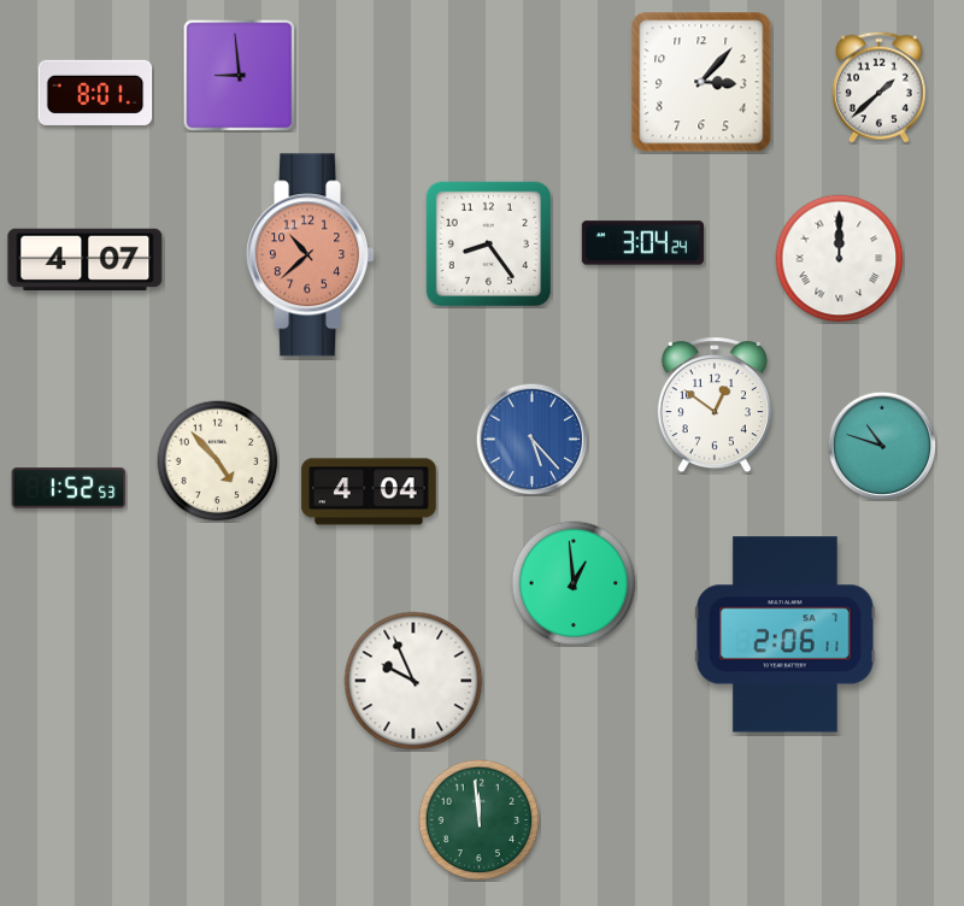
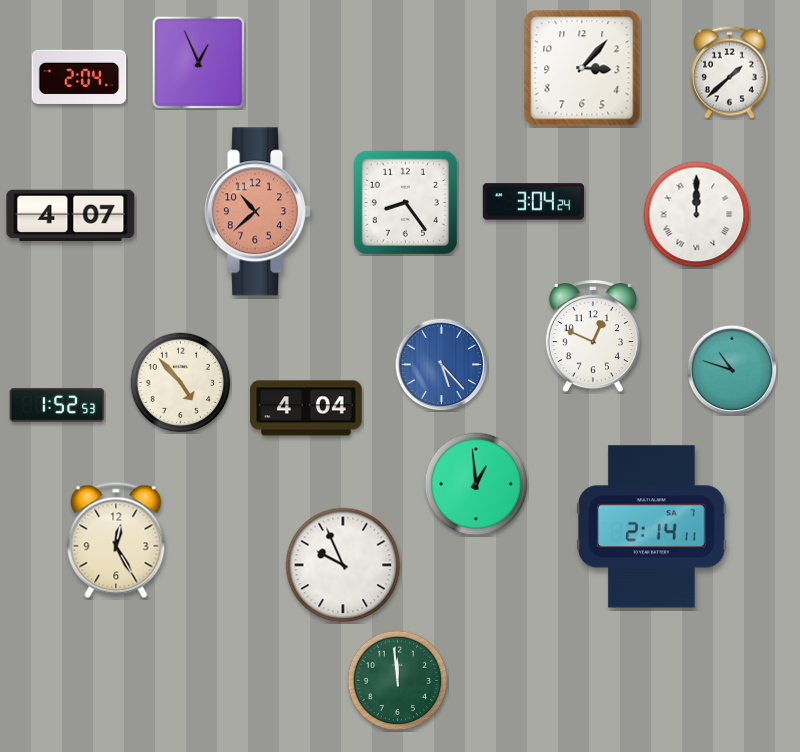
clock at (239, 75): 8:59 -> 12:56
clock at (95, 93): 8:01 -> 2:04
clock at (715, 406): 12:51 -> 12:49
clock at (786, 635): 2:06 -> 2:14
clock at (116, 540): none -> 12:25
